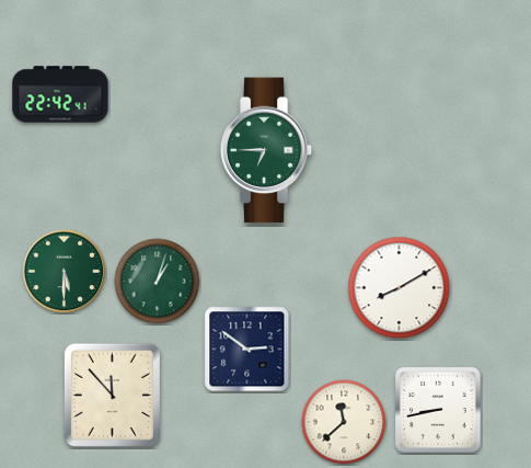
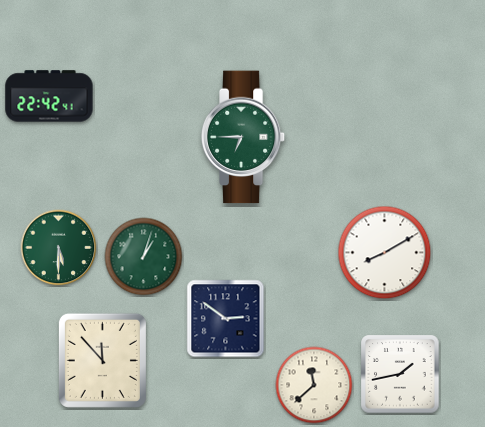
clock at (60, 94) position: (60, 94) -> (49, 96)
clock at (400, 288) position: (400, 288) -> (385, 253)
clock at (438, 410): 8:43 -> 1:43
